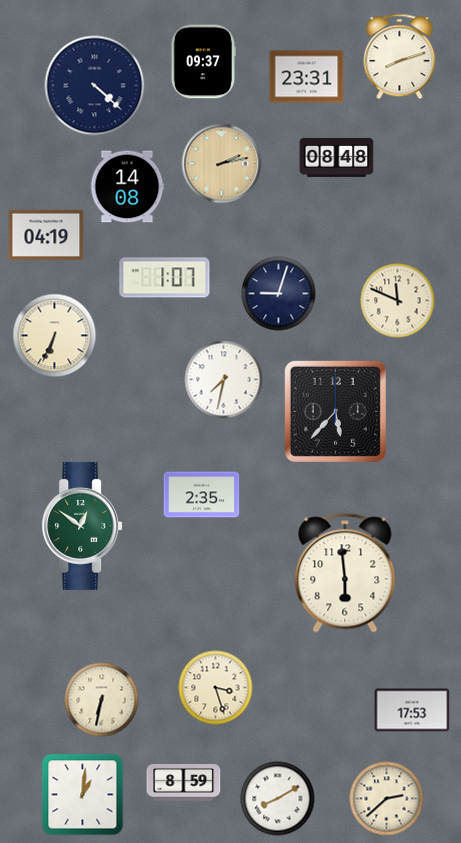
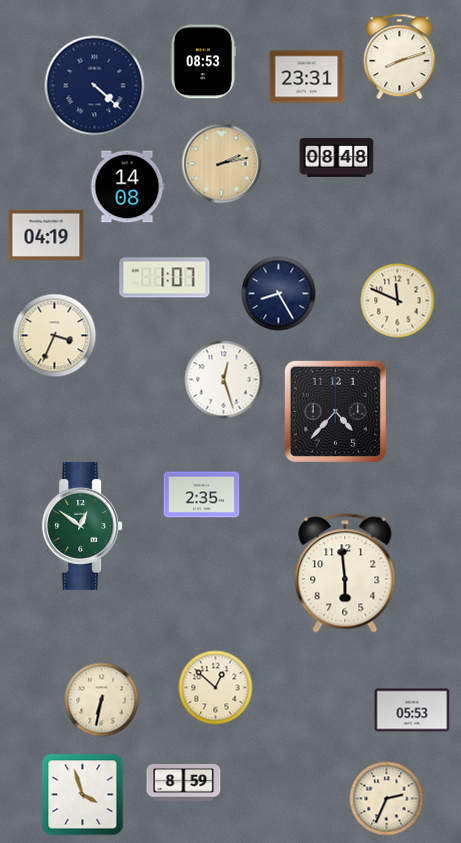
clock at (203, 62): 09:37 -> 08:53
clock at (279, 294): 9:03 -> 8:25
clock at (55, 336): 6:34 -> 3:34
clock at (224, 380): 7:32 -> 12:27
clock at (335, 411): 5:37 -> 4:37
clock at (216, 688): 3:27 -> 12:52
clock at (412, 710): 17:53 -> 05:53
clock at (83, 795): 1:01 -> 3:57
clock at (278, 799): 8:10 -> none
clock at (387, 799): 2:38 -> 2:34
